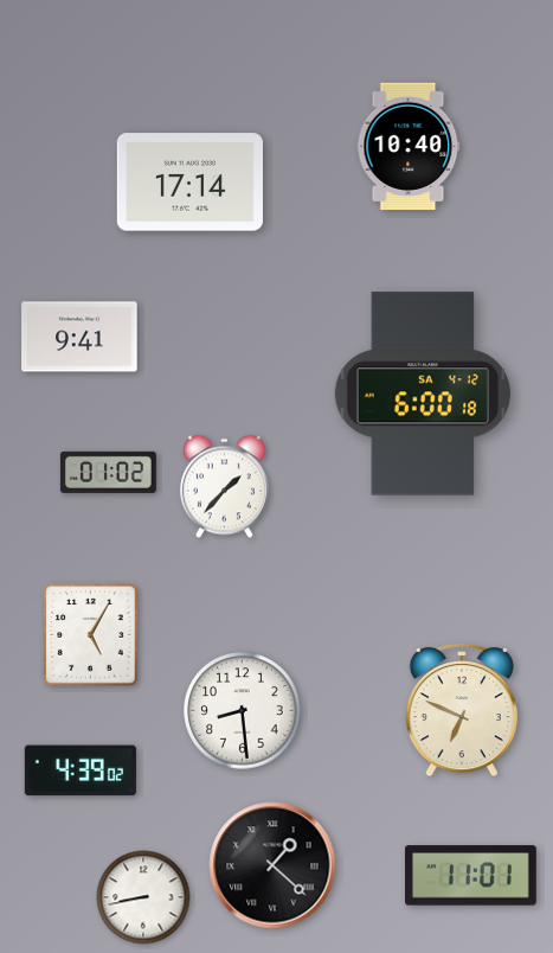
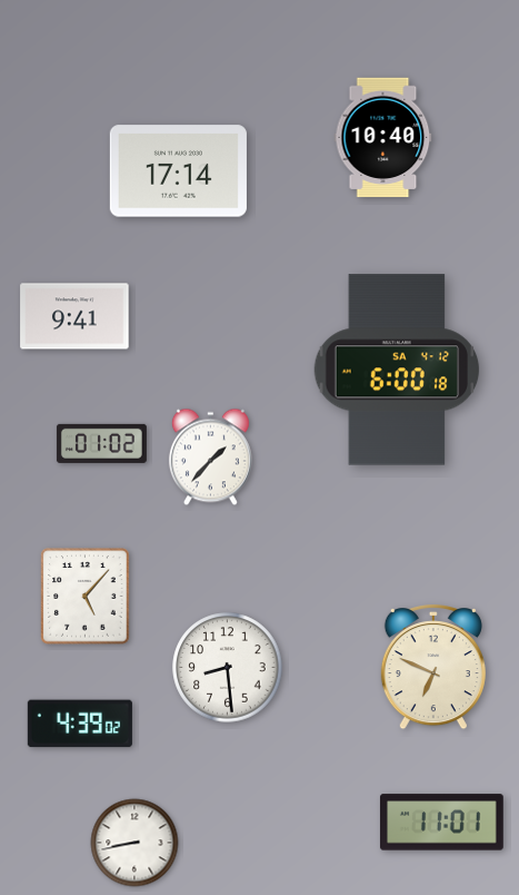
clock at (91, 635): 5:05 -> 5:07
clock at (81, 770) position: (81, 770) -> (80, 724)
clock at (272, 865): 1:22 -> none
